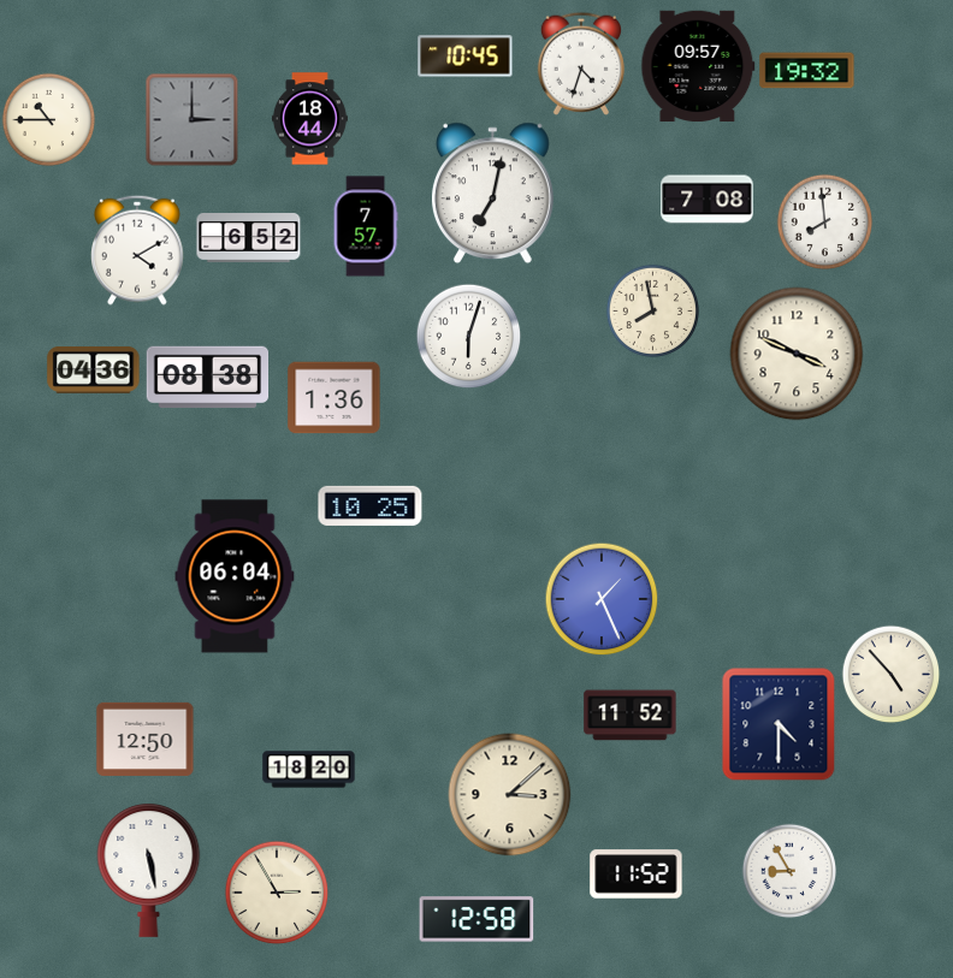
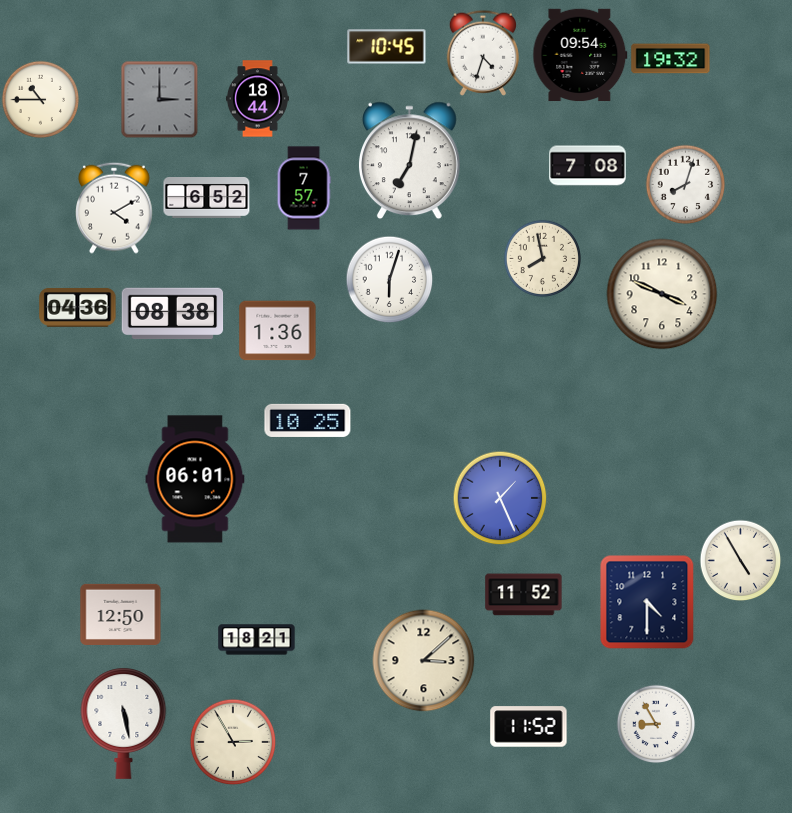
clock at (698, 66): 09:57 -> 09:54
clock at (824, 221): 7:59 -> 8:03
clock at (235, 576): 06:04 -> 06:01
clock at (890, 674): 4:53 -> 4:55
clock at (309, 770): 18:20 -> 18:21
clock at (277, 893) position: (277, 893) -> (233, 742)
clock at (476, 919): 12:58 -> none
